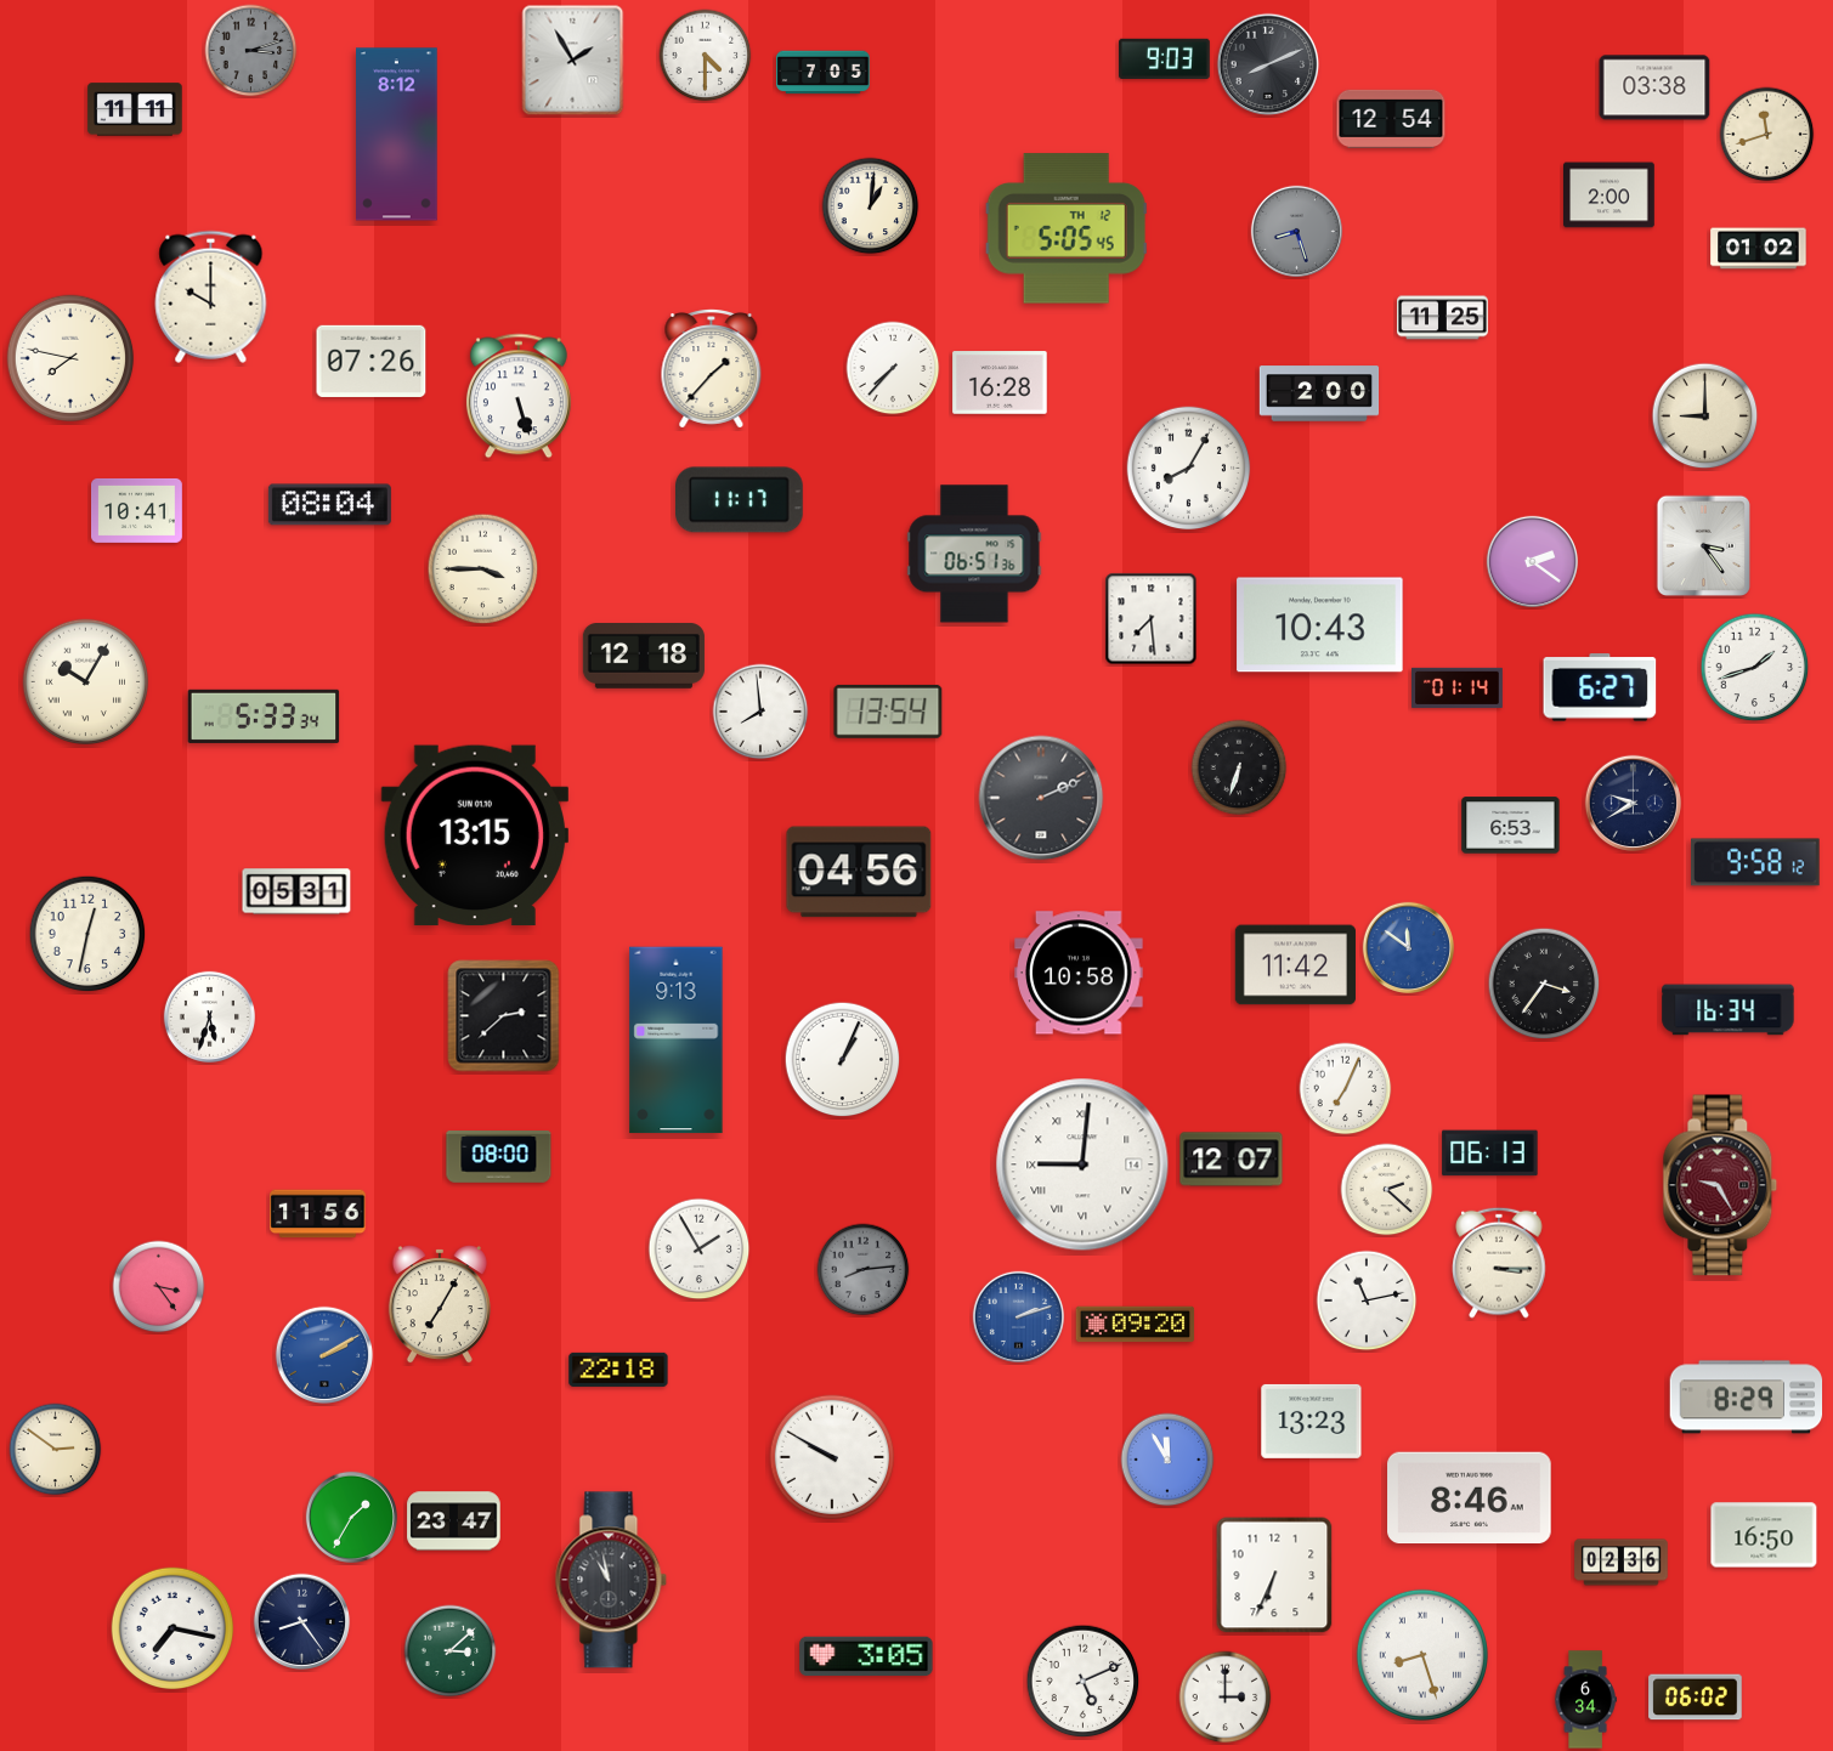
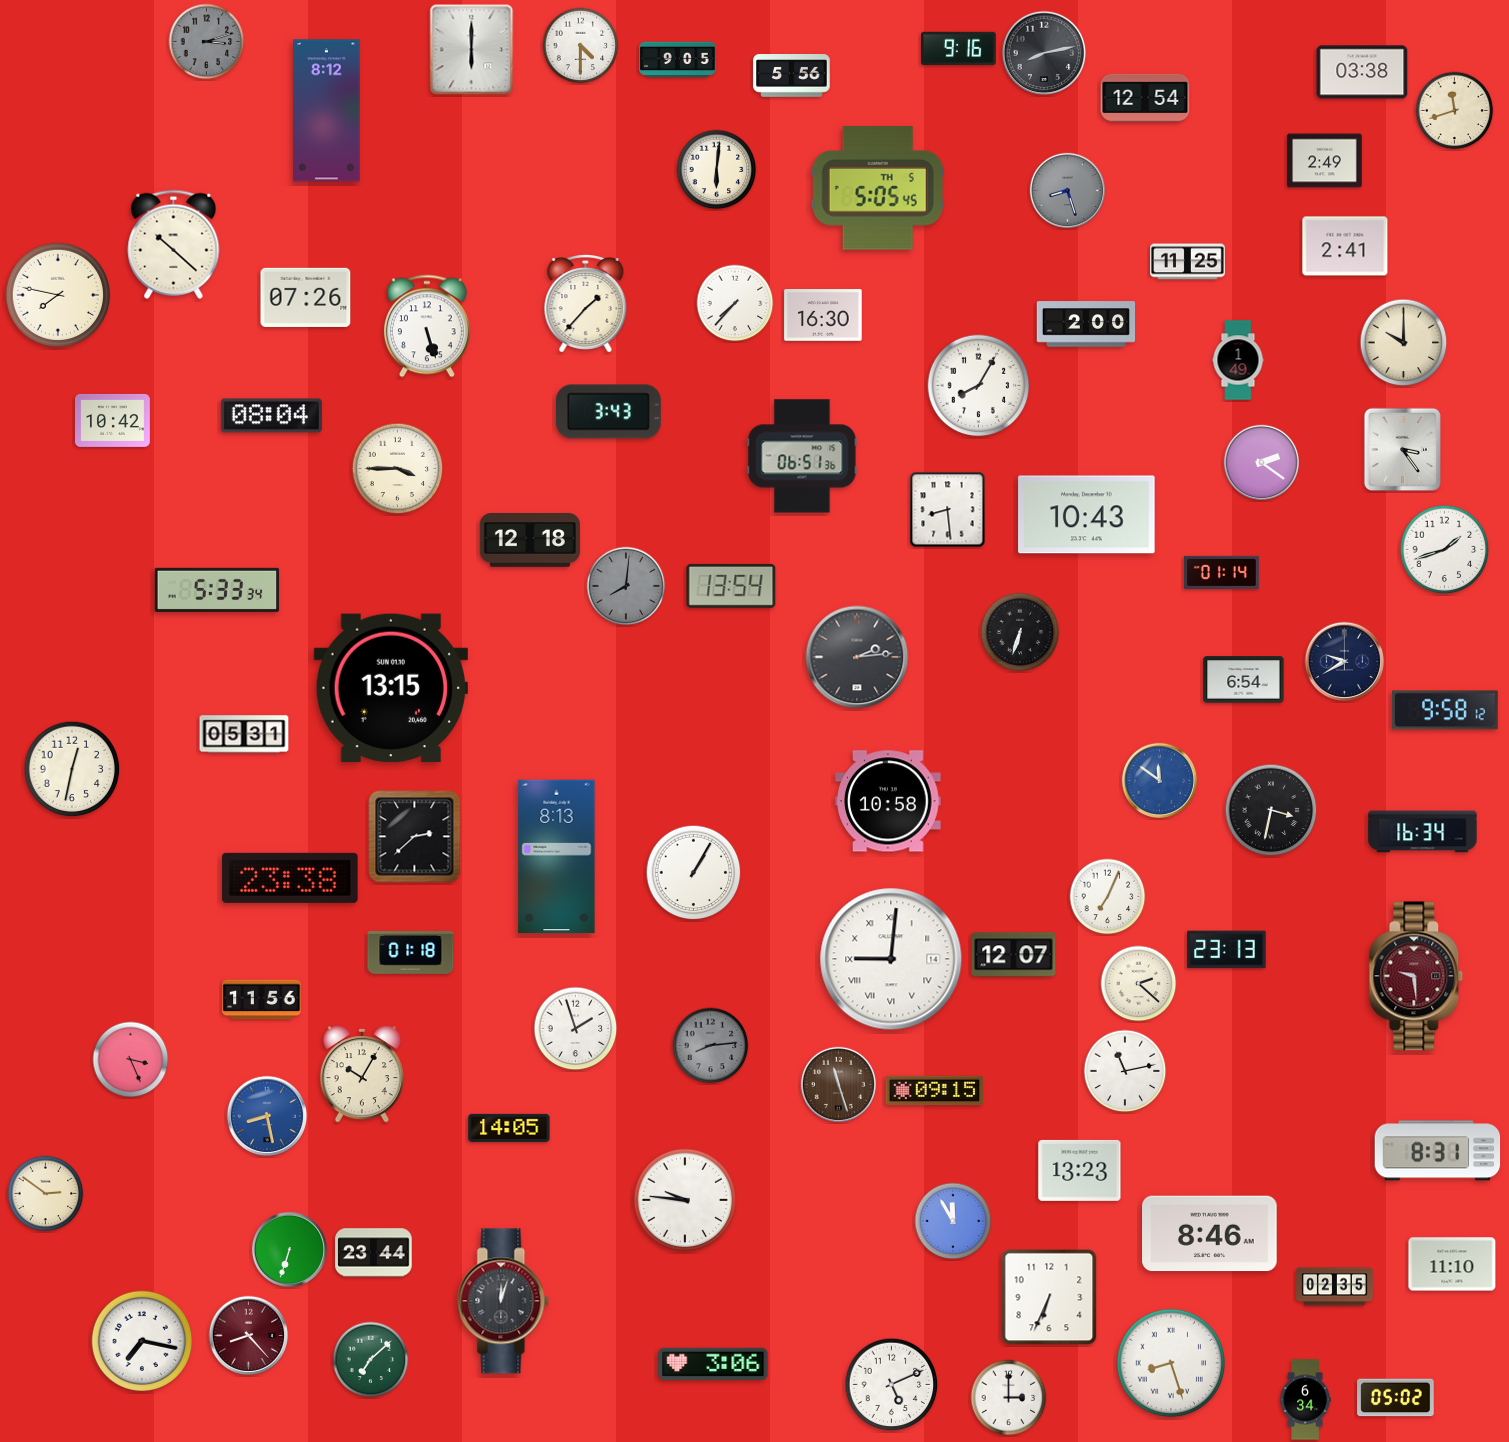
clock at (1165, 58): 9:03 -> 9:16
clock at (573, 61): 1:55 -> 6:00
clock at (1268, 64): 8:11 -> 8:13
clock at (824, 73): 7:05 -> 9:05
clock at (792, 76): none -> 5:56
clock at (135, 109): 11:11 -> none
clock at (1609, 195): 2:00 -> 2:49
clock at (871, 206): 1:01 -> 6:01
clock at (1067, 228) date: TH 12 -> TH 5
clock at (1759, 249): 01:02 -> none
clock at (211, 296): 10:00 -> 10:22
clock at (1345, 246): none -> 2:41
clock at (1000, 382): 16:28 -> 16:30
clock at (1705, 416): 9:00 -> 10:00
clock at (1238, 360): none -> 1:49
clock at (740, 500): 11:17 -> 3:43
clock at (137, 510): 10:41 -> 10:42
clock at (1152, 619): 7:29 -> 8:29
clock at (86, 682): 10:05 -> none
clock at (1458, 687) position: (1458, 687) -> (1222, 572)
clock at (1600, 687): 6:27 -> none
clock at (760, 712): 7:59 -> 8:01
clock at (760, 712) dial: white -> grey
clock at (1041, 798): 2:11 -> 2:14
clock at (1511, 826): 6:53 -> 6:54
clock at (859, 872): 04:56 -> none
clock at (1295, 965): 11:42 -> none
clock at (1544, 984): 3:36 -> 3:32
clock at (209, 1016): 5:33 -> none
clock at (677, 1041): 9:13 -> 8:13
clock at (843, 1060): 1:04 -> 1:05
clock at (290, 878): none -> 23:38
clock at (1490, 1154): 06:13 -> 23:13
clock at (499, 1157): 08:00 -> 01:18
clock at (1720, 1185): 9:25 -> 9:29
clock at (1387, 1190) position: (1387, 1190) -> (1139, 984)
clock at (700, 1249): 1:55 -> 1:57
clock at (1499, 1263): 3:15 -> none
clock at (159, 1287): 3:24 -> 3:26
clock at (440, 1305): 7:05 -> 10:05
clock at (1018, 1316): 2:12 -> 11:27
clock at (1018, 1316) dial: blue -> brown
clock at (1136, 1325): 09:20 -> 09:15
clock at (324, 1355): 2:10 -> 8:28
clock at (618, 1370): 22:18 -> 14:05
clock at (1747, 1398): 8:29 -> 8:31
clock at (832, 1457): 9:50 -> 9:46
clock at (1167, 1460) position: (1167, 1460) -> (953, 1221)
clock at (351, 1517): 1:35 -> 6:33
clock at (454, 1521): 23:47 -> 23:44
clock at (1764, 1535): 16:50 -> 11:10
clock at (1622, 1563): 02:36 -> 02:35
clock at (611, 1580): 10:58 -> 12:03
clock at (302, 1622): 8:24 -> 8:23
clock at (302, 1622) dial: navy -> burgundy
clock at (451, 1651): 3:08 -> 7:08
clock at (866, 1656): 3:05 -> 3:06
clock at (1696, 1698): 06:02 -> 05:02
